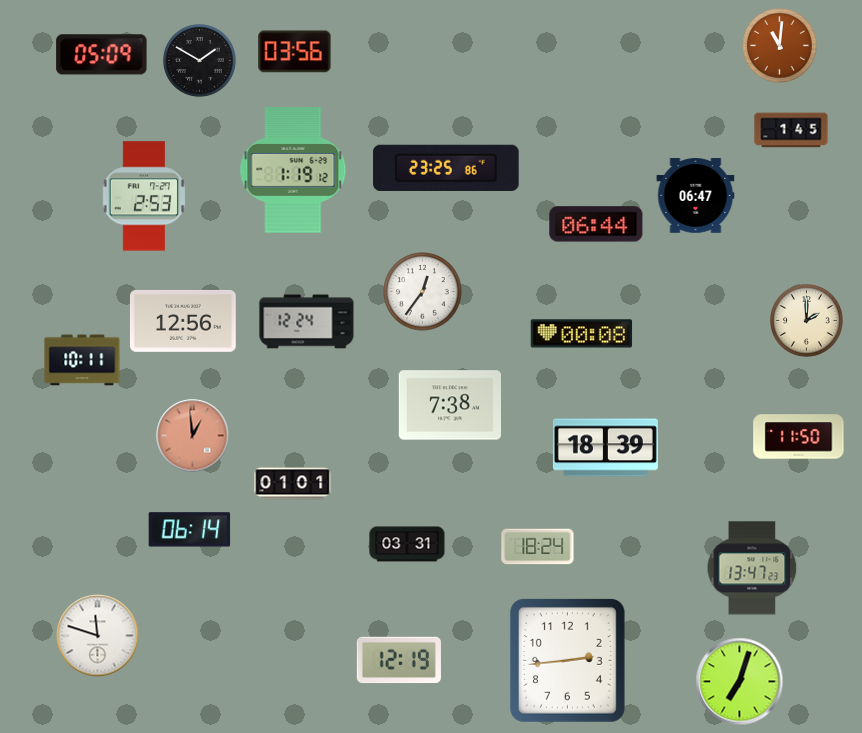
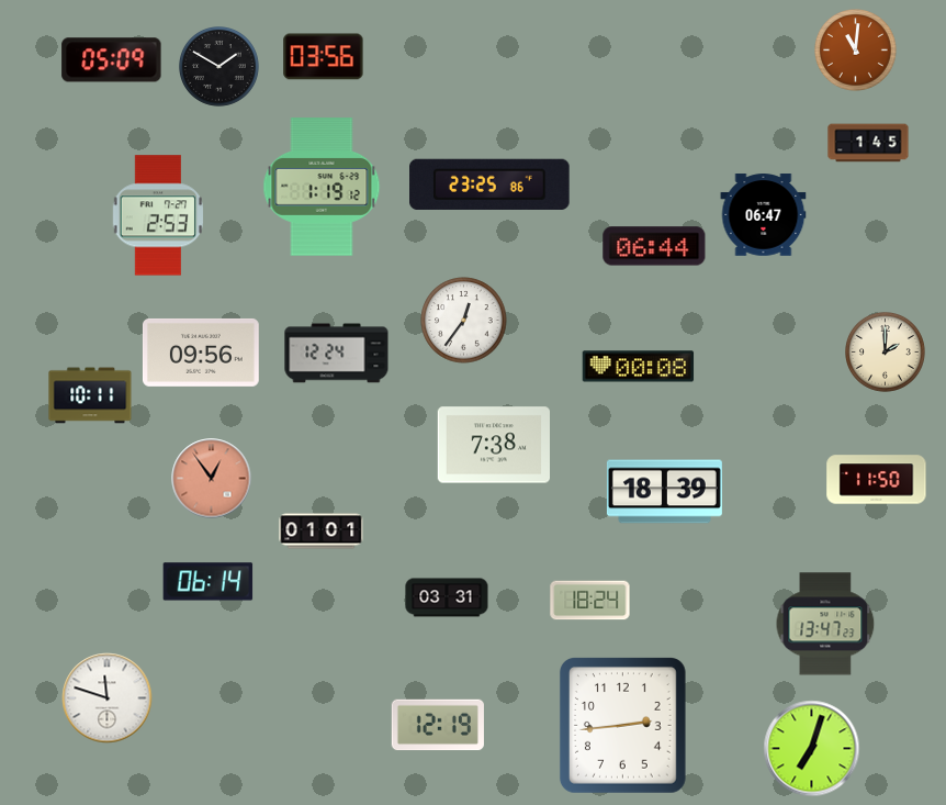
clock at (183, 321): 12:56 -> 09:56
clock at (193, 436): 12:59 -> 12:54
